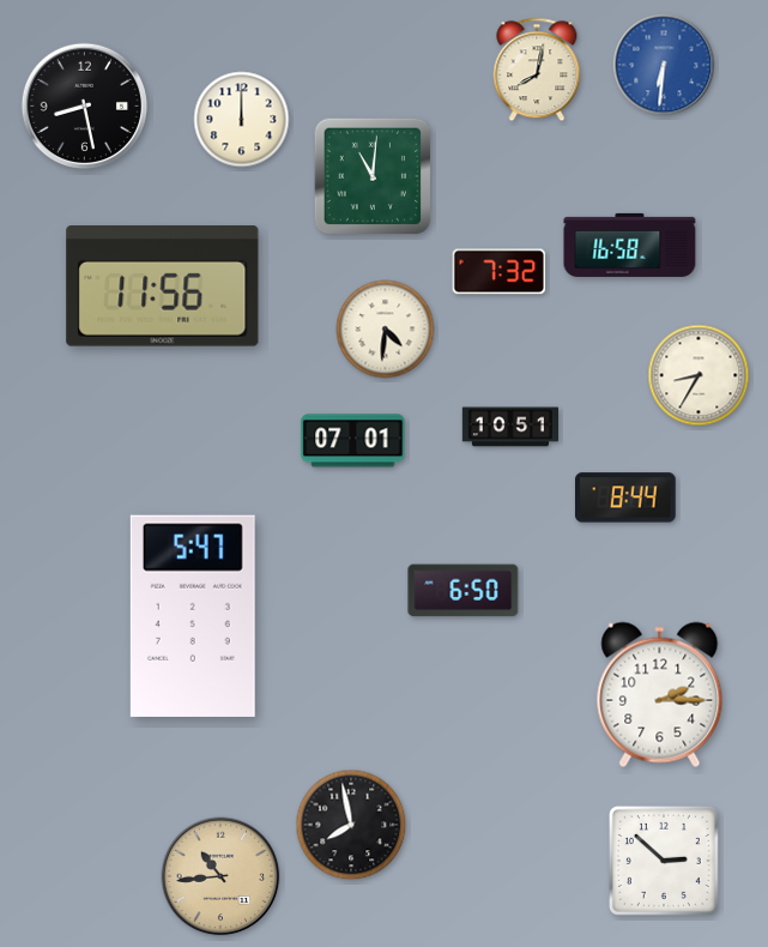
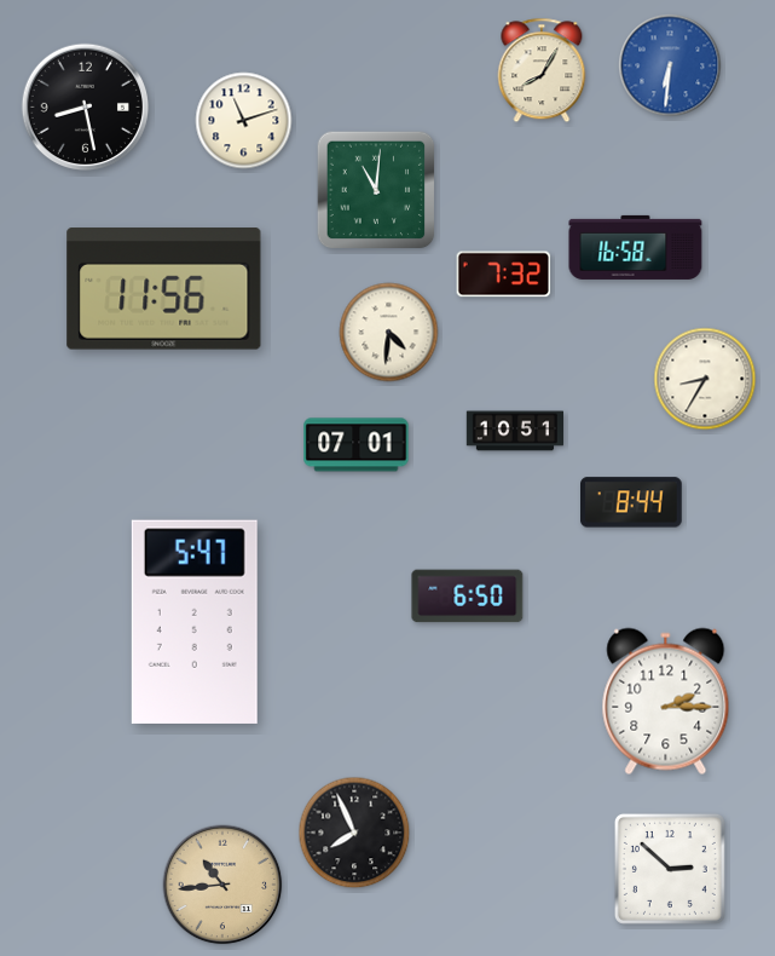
clock at (537, 70): 8:02 -> 8:05
clock at (242, 120): 12:00 -> 11:12
clock at (373, 176) position: (373, 176) -> (376, 190)
clock at (351, 825): 7:58 -> 7:56
